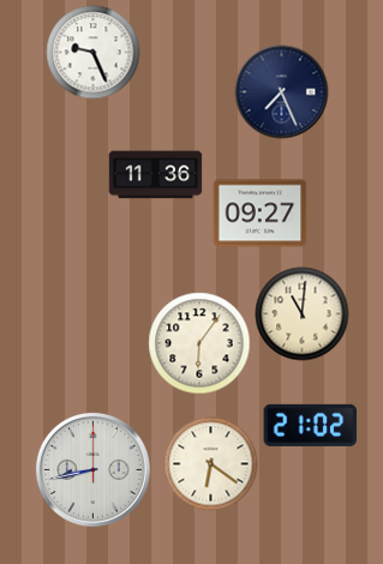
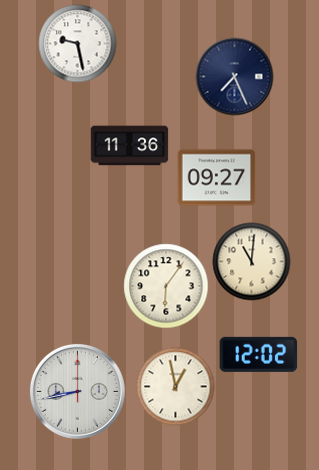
clock at (92, 52): 9:26 -> 9:28
clock at (310, 425): 21:02 -> 12:02
clock at (210, 463): 6:21 -> 12:58
